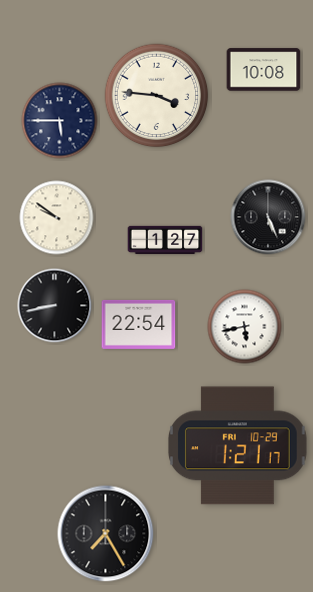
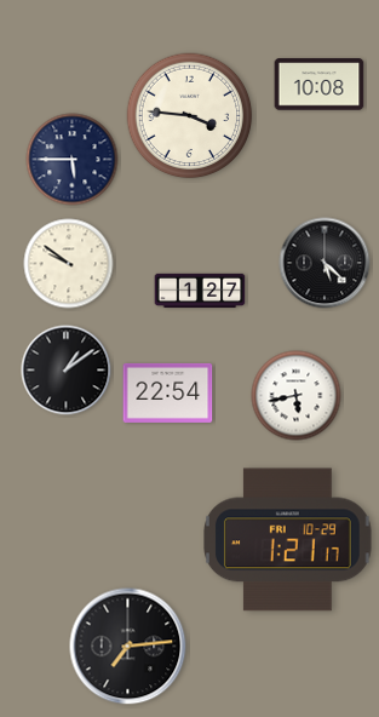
clock at (60, 121) position: (60, 121) -> (73, 160)
clock at (268, 217): 5:26 -> 5:22
clock at (55, 306): 8:43 -> 1:09
clock at (106, 534): 7:25 -> 7:14
